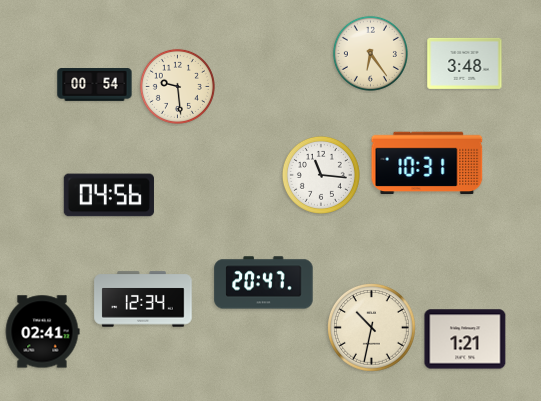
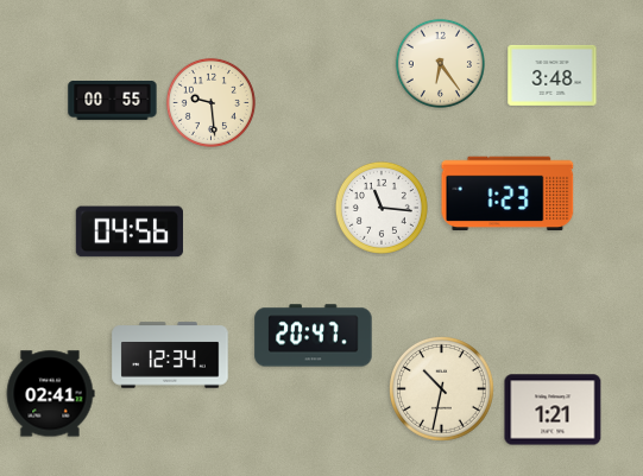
clock at (95, 85): 00:54 -> 00:55
clock at (427, 163): 10:31 -> 1:23
clock at (465, 339) position: (465, 339) -> (553, 410)
